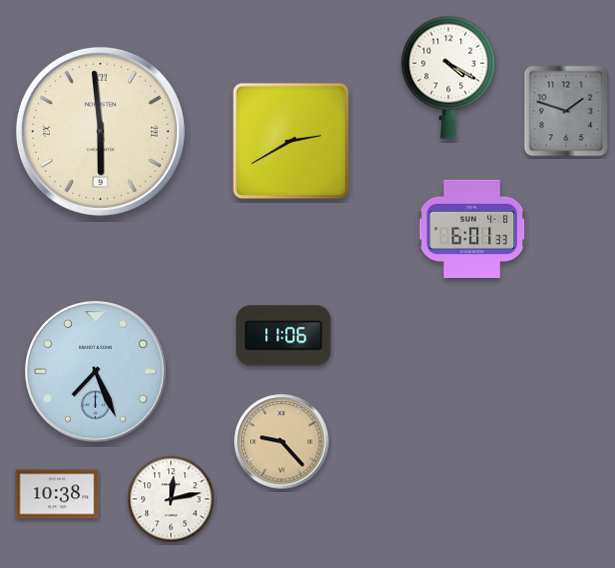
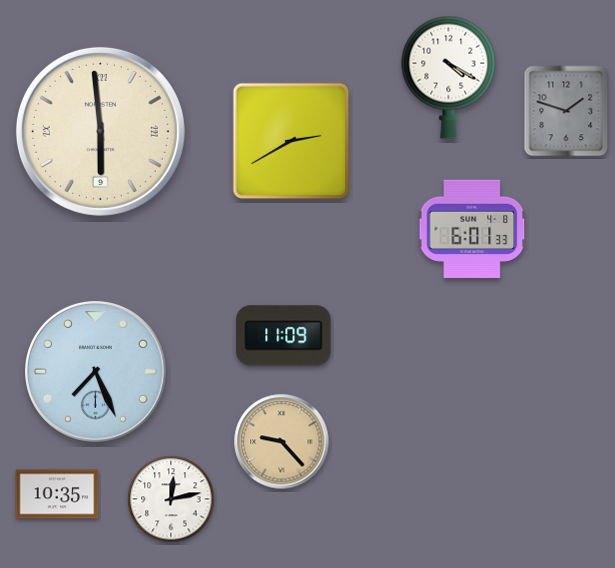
clock at (284, 336): 11:06 -> 11:09
clock at (57, 494): 10:38 -> 10:35
